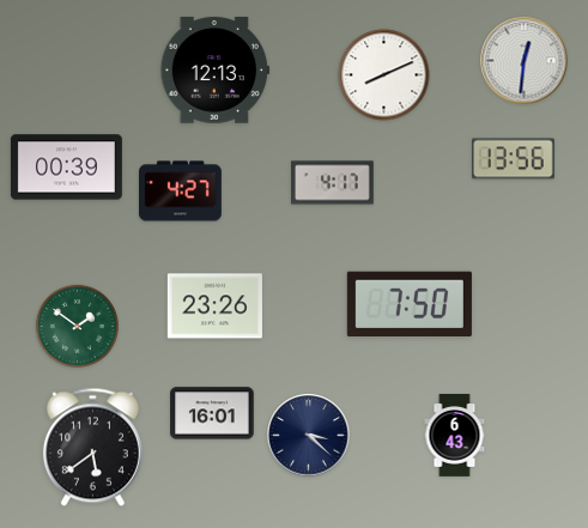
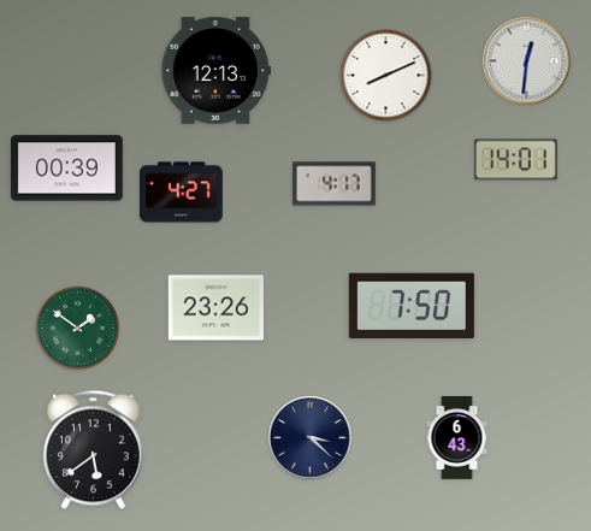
clock at (514, 159): 13:56 -> 14:01
clock at (212, 413): 16:01 -> none
